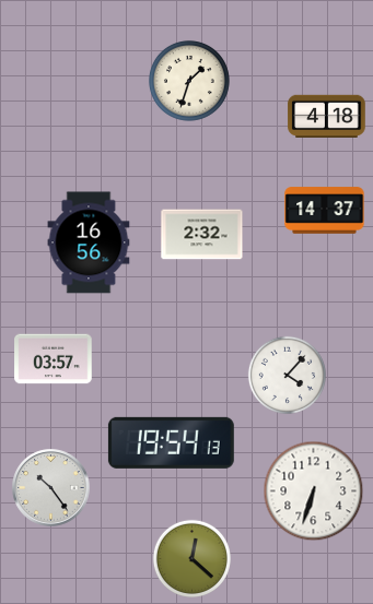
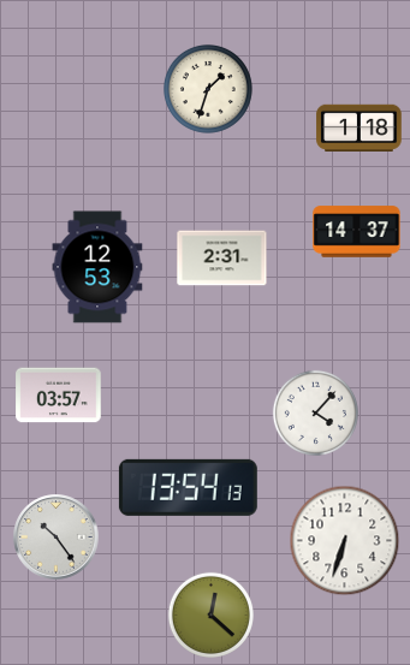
clock at (327, 116): 4:18 -> 1:18
clock at (202, 235): 2:32 -> 2:31
clock at (89, 242): 16:56 -> 12:53
clock at (171, 442): 19:54 -> 13:54
